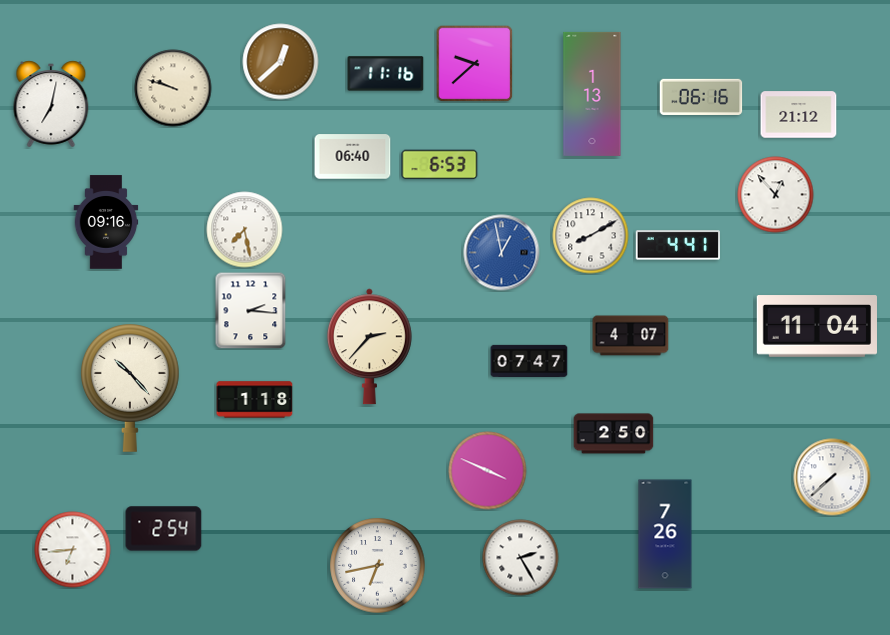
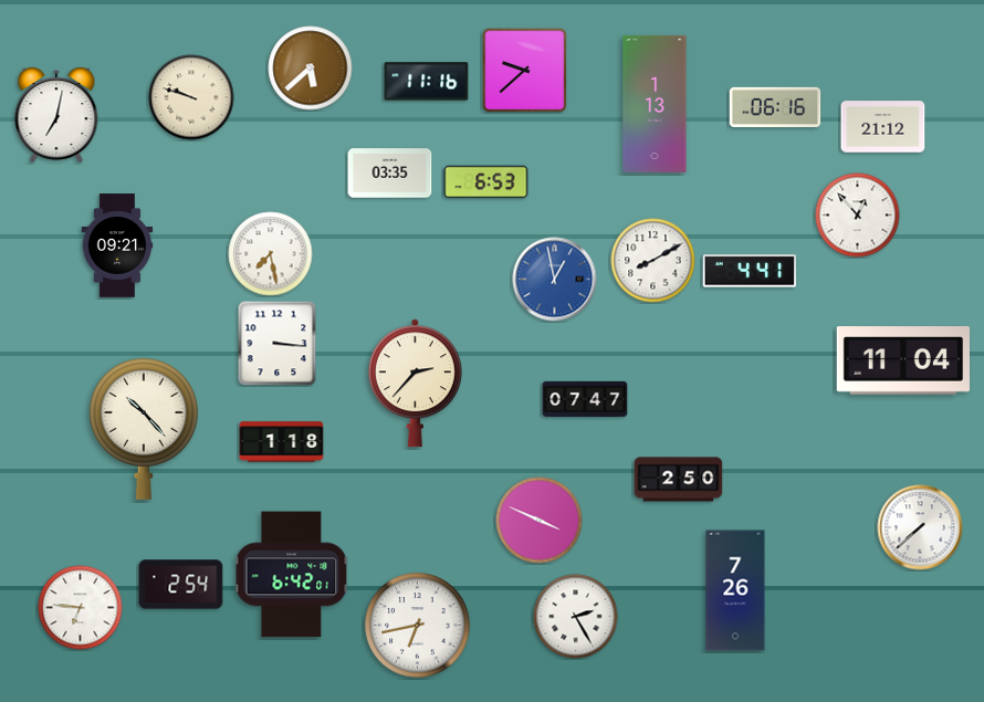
clock at (281, 62): 12:38 -> 5:38
clock at (353, 157): 06:40 -> 03:35
clock at (106, 222): 09:16 -> 09:21
clock at (251, 310): 2:16 -> 3:16
clock at (631, 336): 4:07 -> none
clock at (369, 347) position: (369, 347) -> (415, 384)
clock at (292, 575): none -> 6:42
clock at (73, 550): 6:44 -> 6:46
